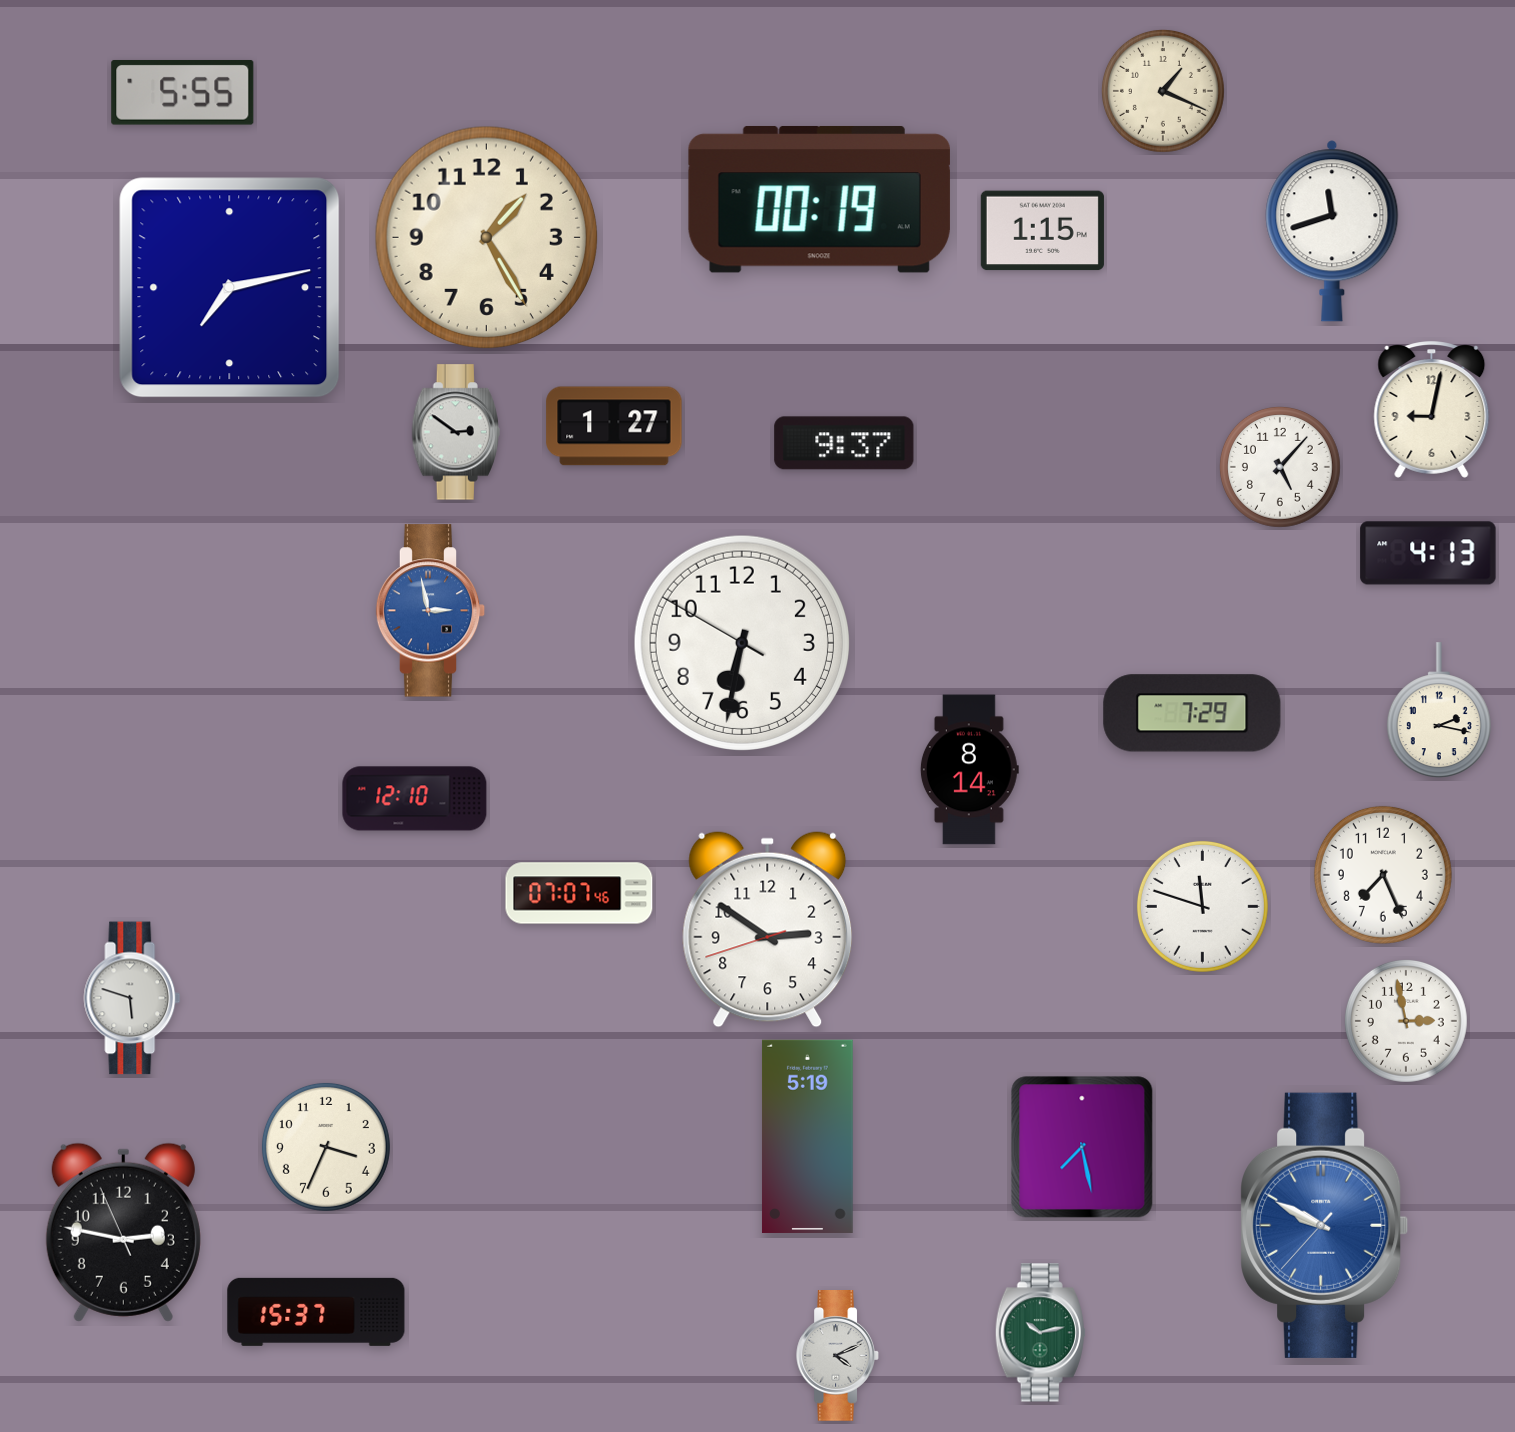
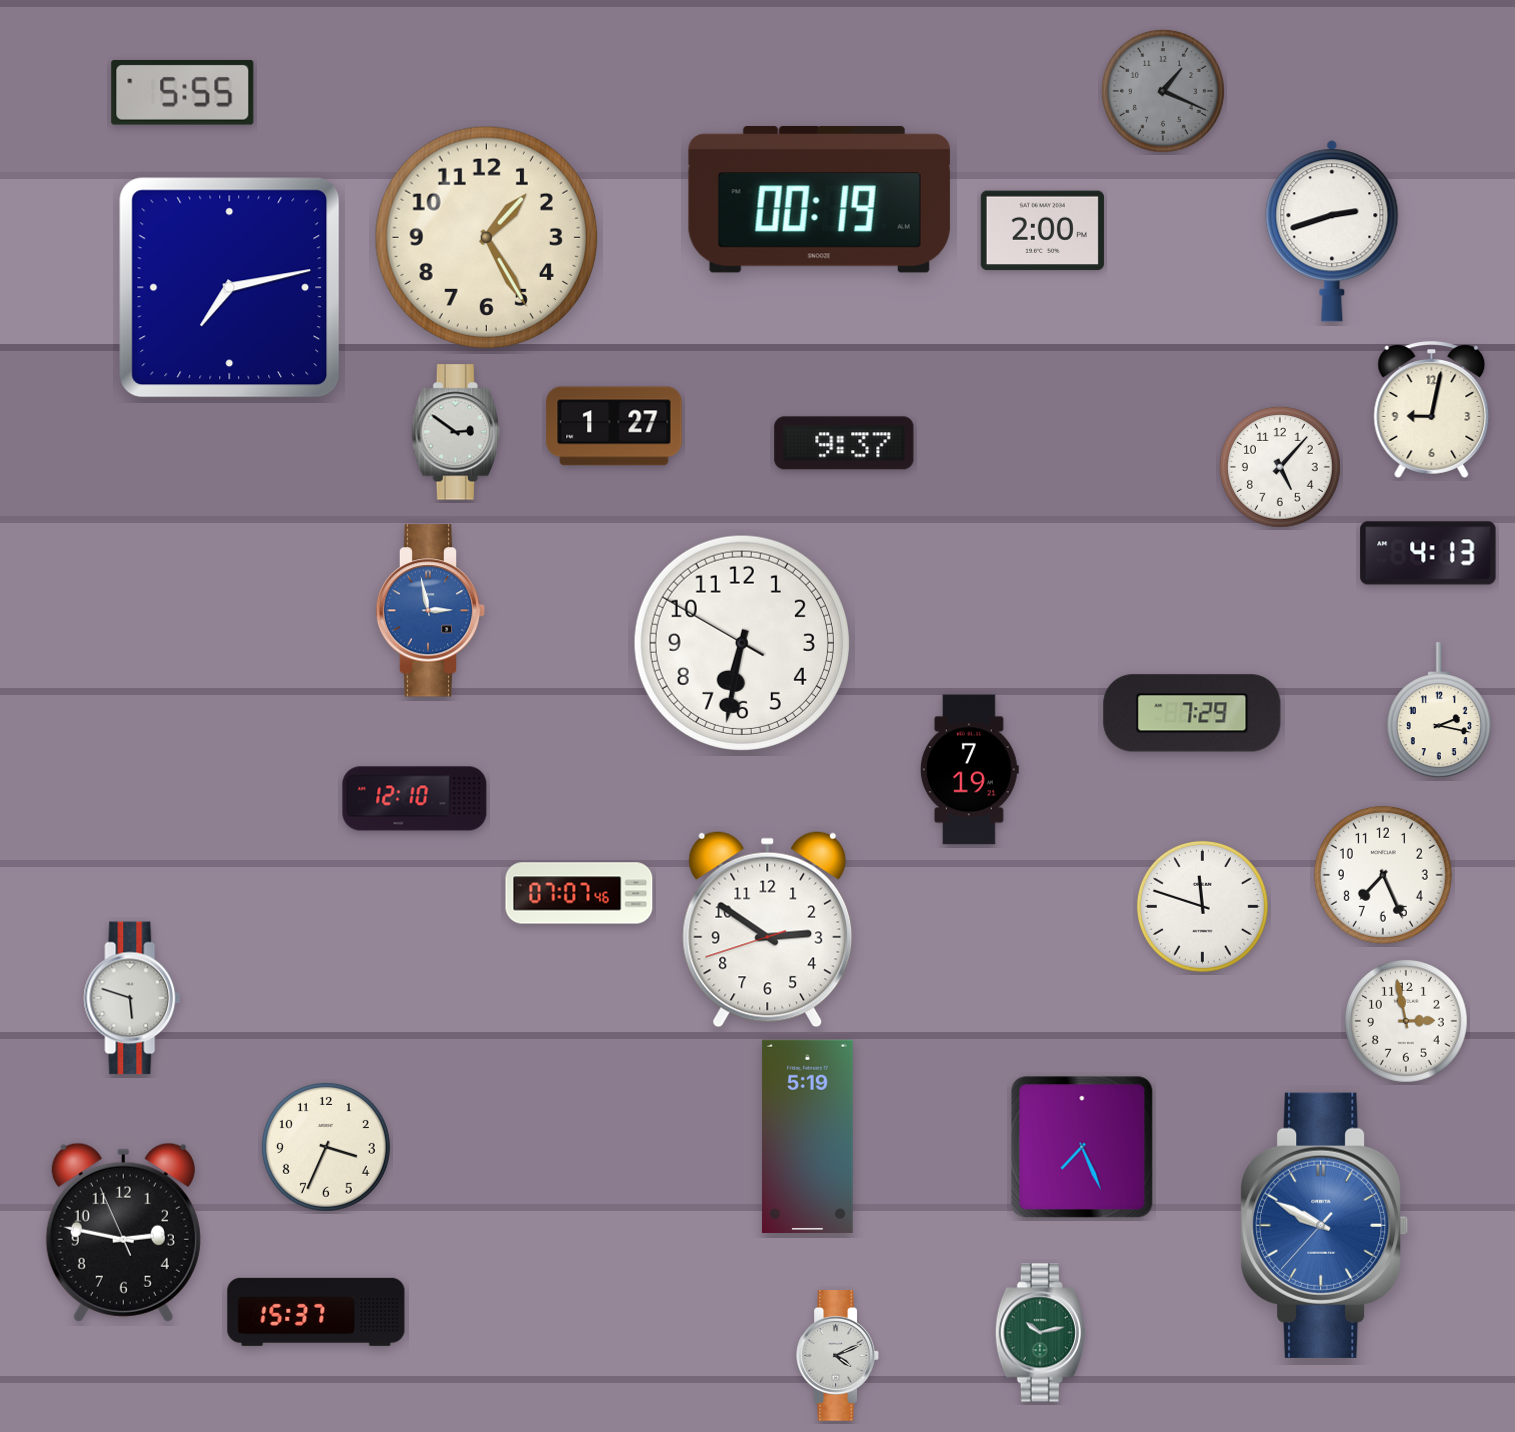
clock at (1163, 91) dial: cream -> grey
clock at (1042, 231): 1:15 -> 2:00
clock at (1332, 231): 11:42 -> 2:42
clock at (969, 770): 8:14 -> 7:19
clock at (1082, 1147): 7:28 -> 7:26
